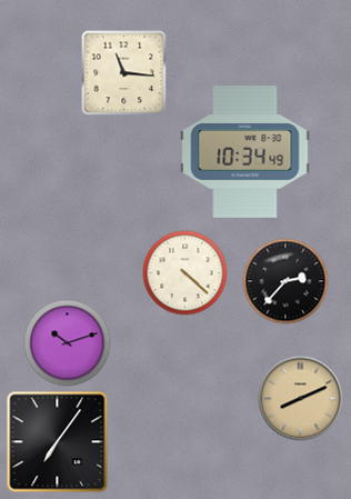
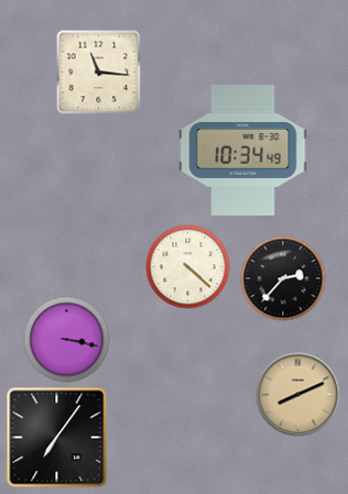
clock at (124, 73) position: (124, 73) -> (99, 73)
clock at (185, 273) position: (185, 273) -> (188, 267)
clock at (68, 343): 10:12 -> 3:17
